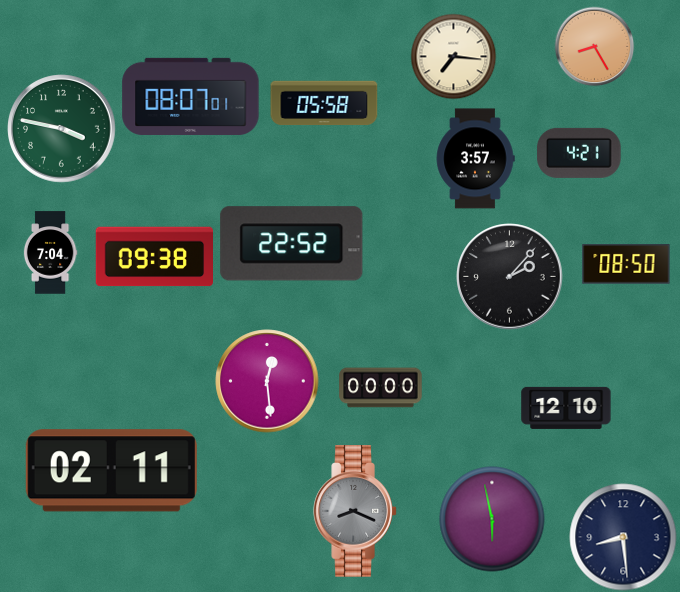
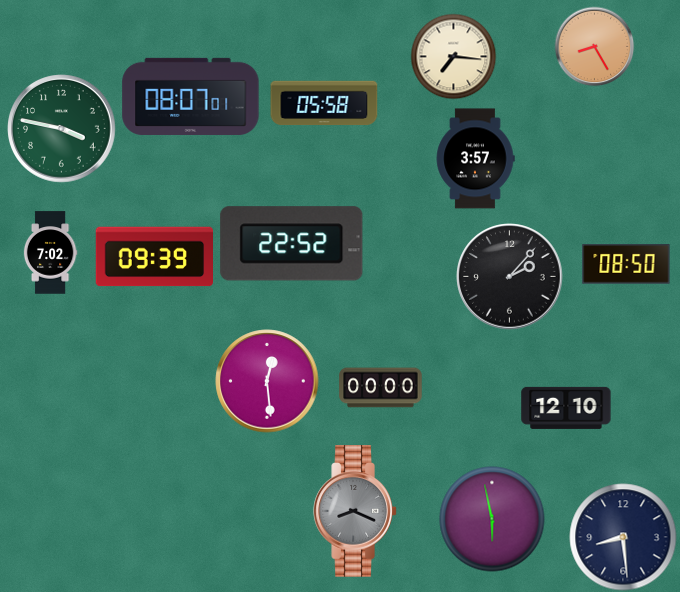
clock at (579, 153): 4:21 -> none
clock at (50, 253): 7:04 -> 7:02
clock at (154, 257): 09:38 -> 09:39
clock at (111, 471): 02:11 -> none
